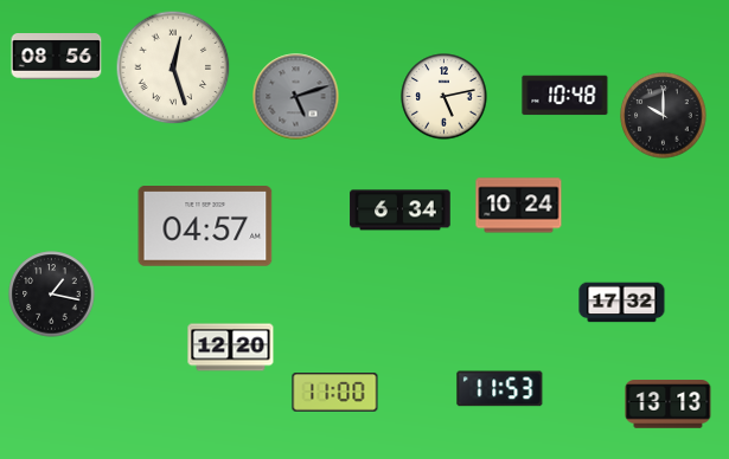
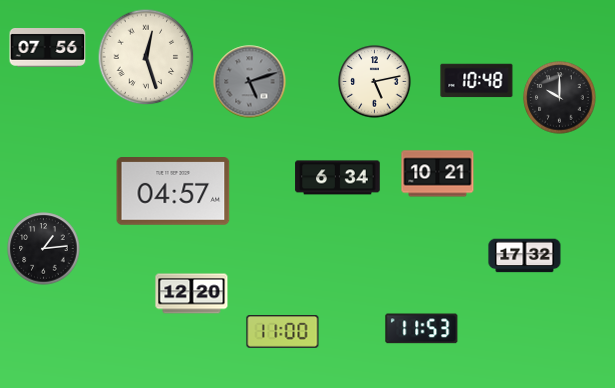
clock at (57, 57): 08:56 -> 07:56
clock at (519, 206): 10:24 -> 10:21
clock at (52, 295): 1:17 -> 1:14
clock at (231, 348) position: (231, 348) -> (192, 294)
clock at (669, 405): 13:13 -> none
